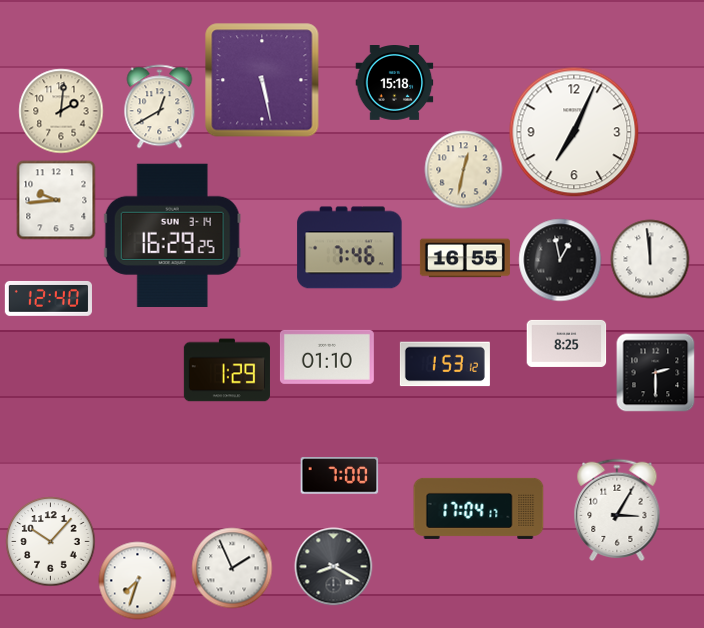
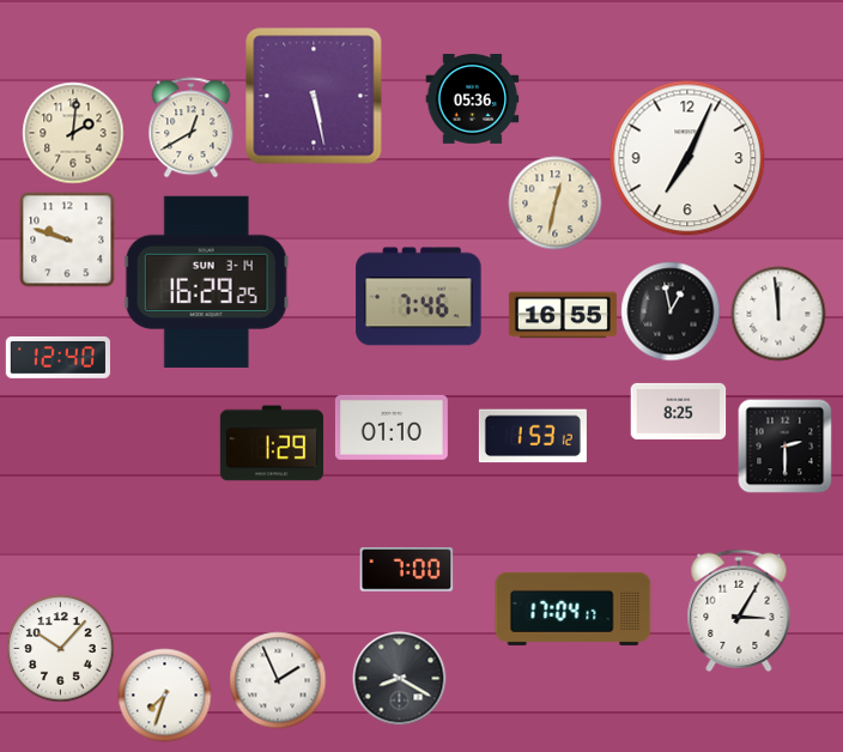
clock at (394, 83): 15:18 -> 05:36
clock at (56, 200): 9:44 -> 9:48
clock at (465, 258) position: (465, 258) -> (563, 315)
clock at (650, 259) position: (650, 259) -> (778, 314)
